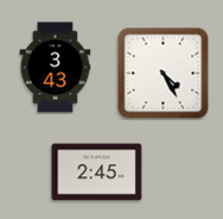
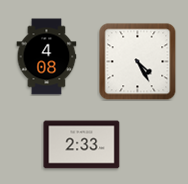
clock at (56, 68): 3:43 -> 4:08
clock at (97, 173): 2:45 -> 2:33
